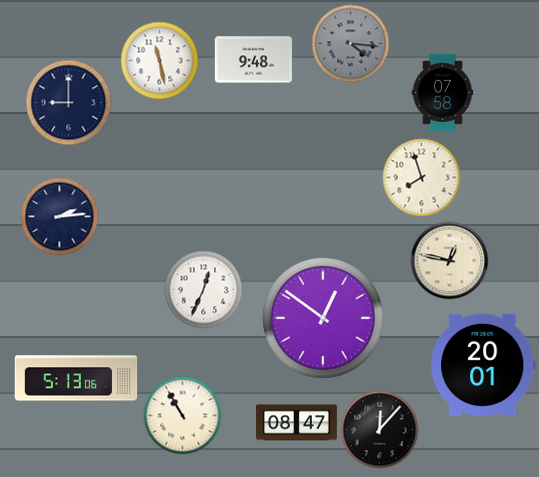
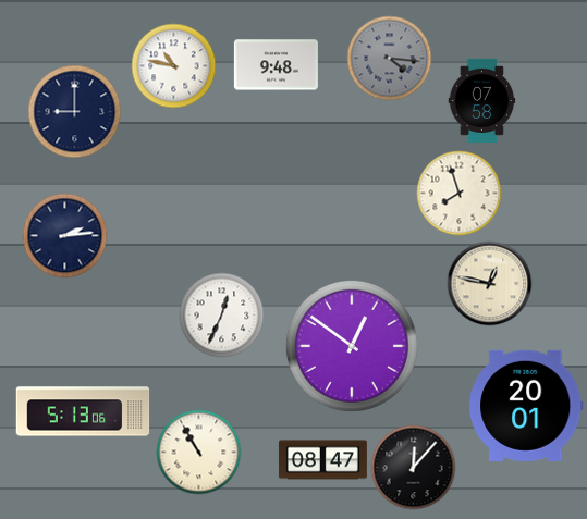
clock at (350, 43) position: (350, 43) -> (389, 58)
clock at (159, 60): 11:28 -> 10:47
clock at (483, 365) position: (483, 365) -> (526, 406)
